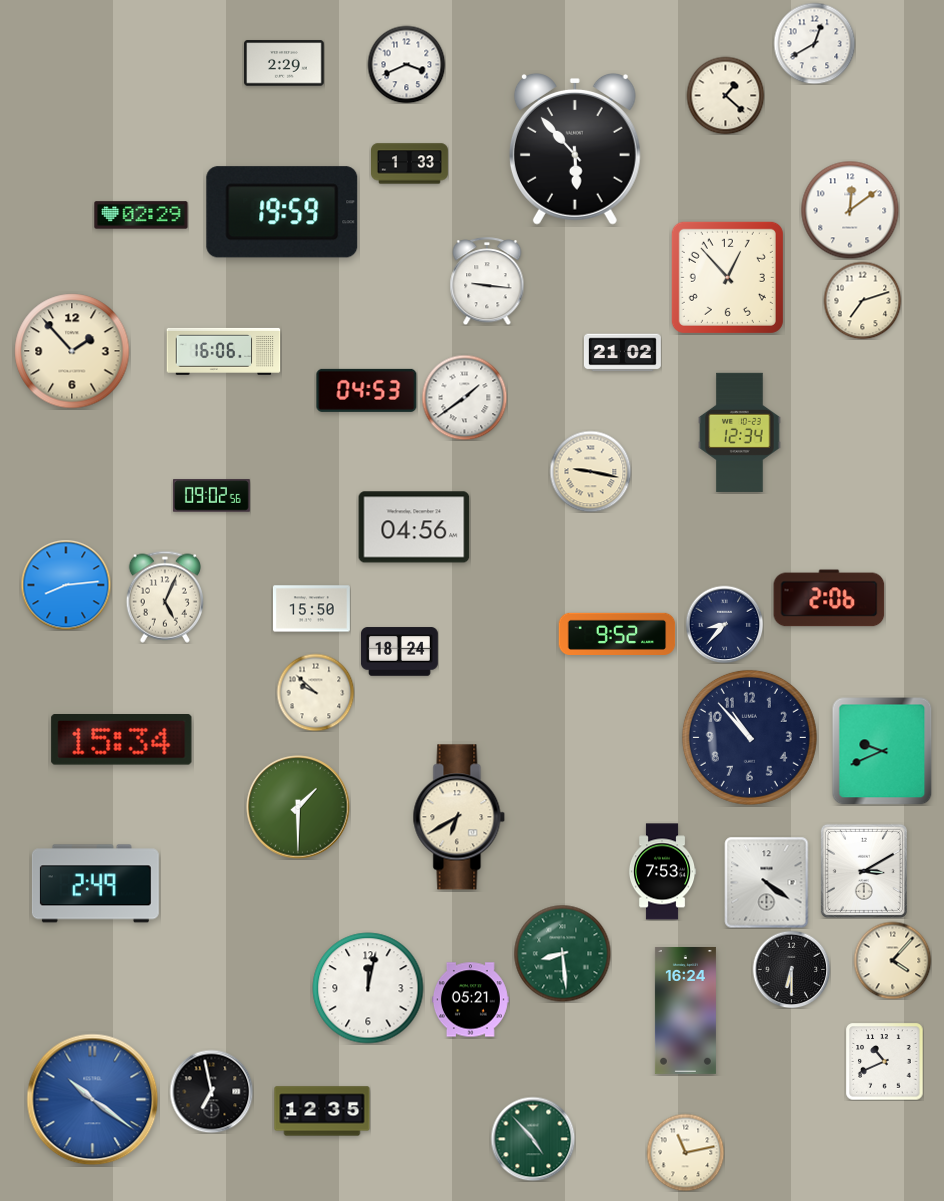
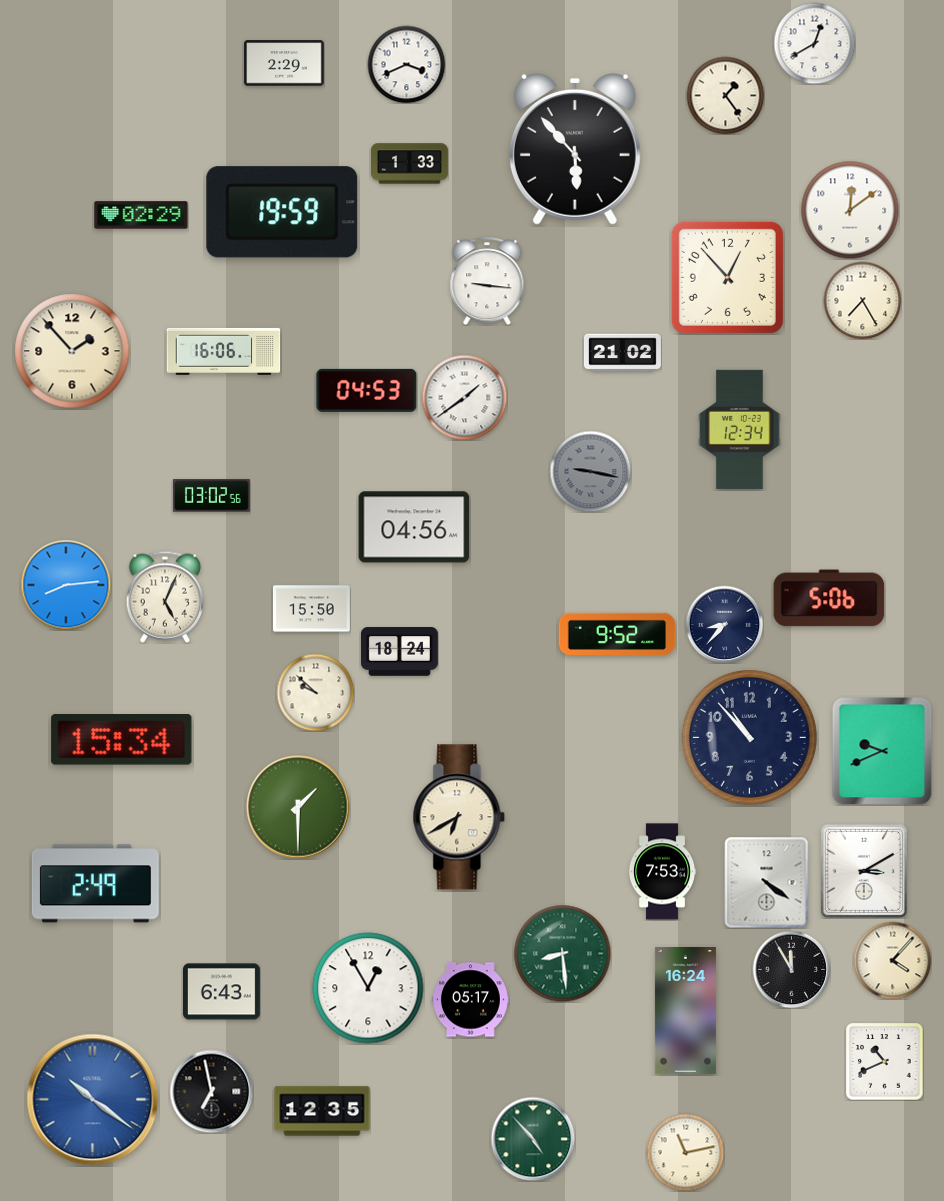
clock at (725, 95): 1:22 -> 1:24
clock at (862, 300): 7:12 -> 7:25
clock at (740, 432) position: (740, 432) -> (740, 429)
clock at (590, 471) dial: cream -> grey
clock at (211, 496): 09:02 -> 03:02
clock at (829, 598): 2:06 -> 5:06
clock at (791, 969): 6:30 -> 11:55
clock at (368, 988): 12:02 -> 12:55
clock at (221, 992): none -> 6:43
clock at (470, 1000): 05:21 -> 05:17
